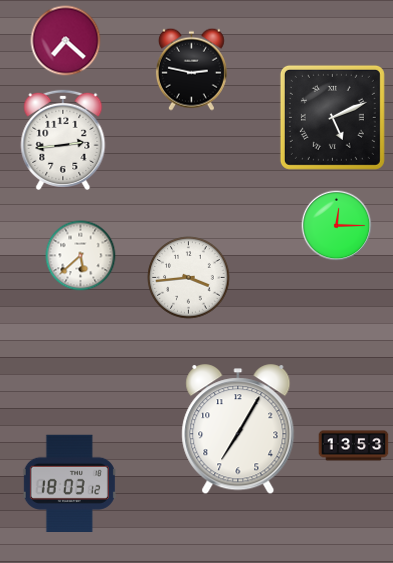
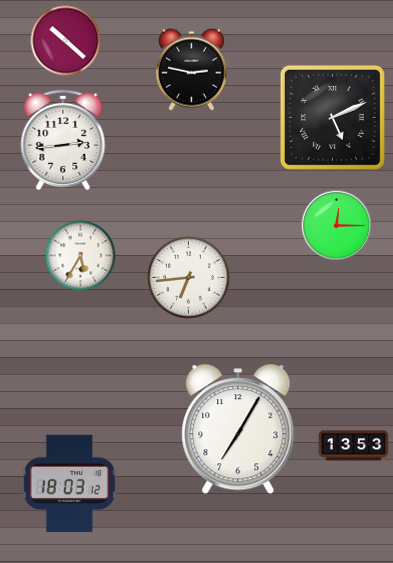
clock at (66, 41): 7:22 -> 10:22
clock at (81, 256): 5:38 -> 5:35
clock at (189, 278): 3:44 -> 6:44
